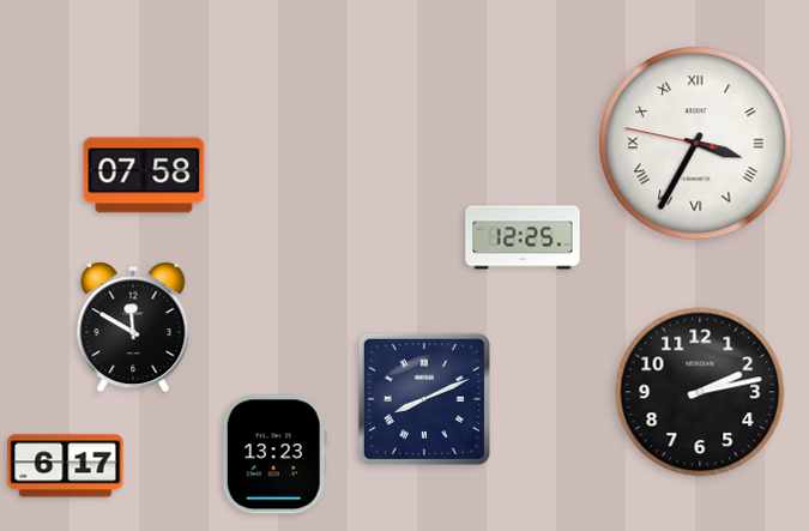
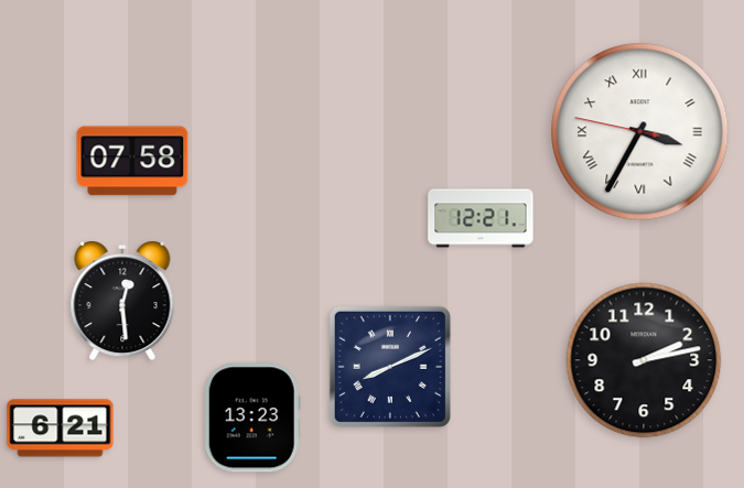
clock at (523, 237): 12:25 -> 12:21
clock at (133, 328): 11:50 -> 12:29
clock at (66, 466): 6:17 -> 6:21
